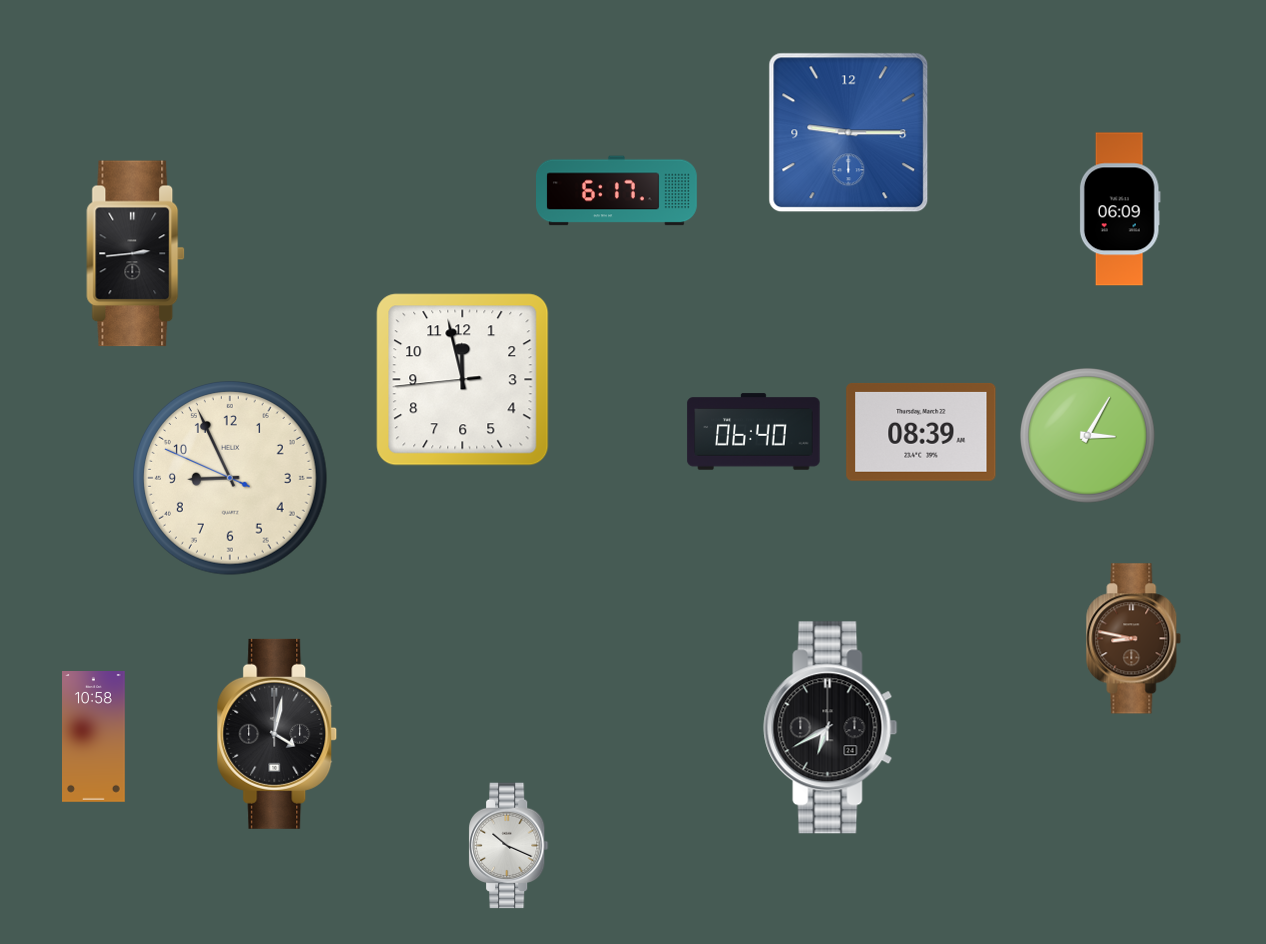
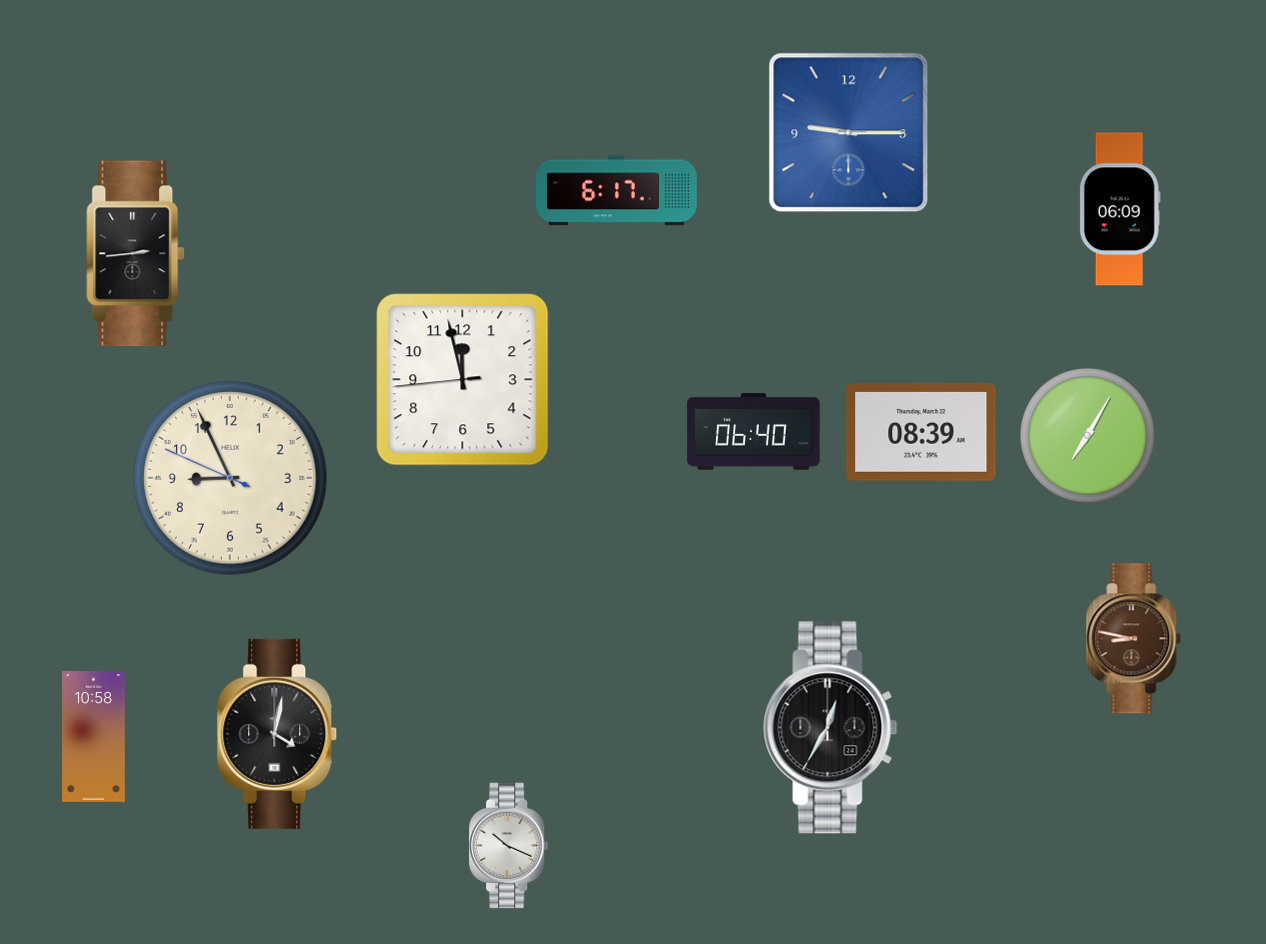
clock at (1088, 436): 3:05 -> 7:05
clock at (831, 728): 6:40 -> 12:35
